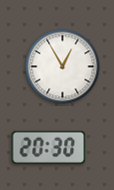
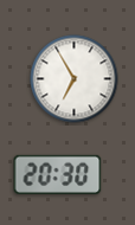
clock at (63, 67): 12:55 -> 6:55
